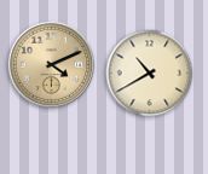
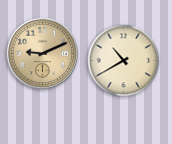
clock at (52, 65): 4:11 -> 9:11
